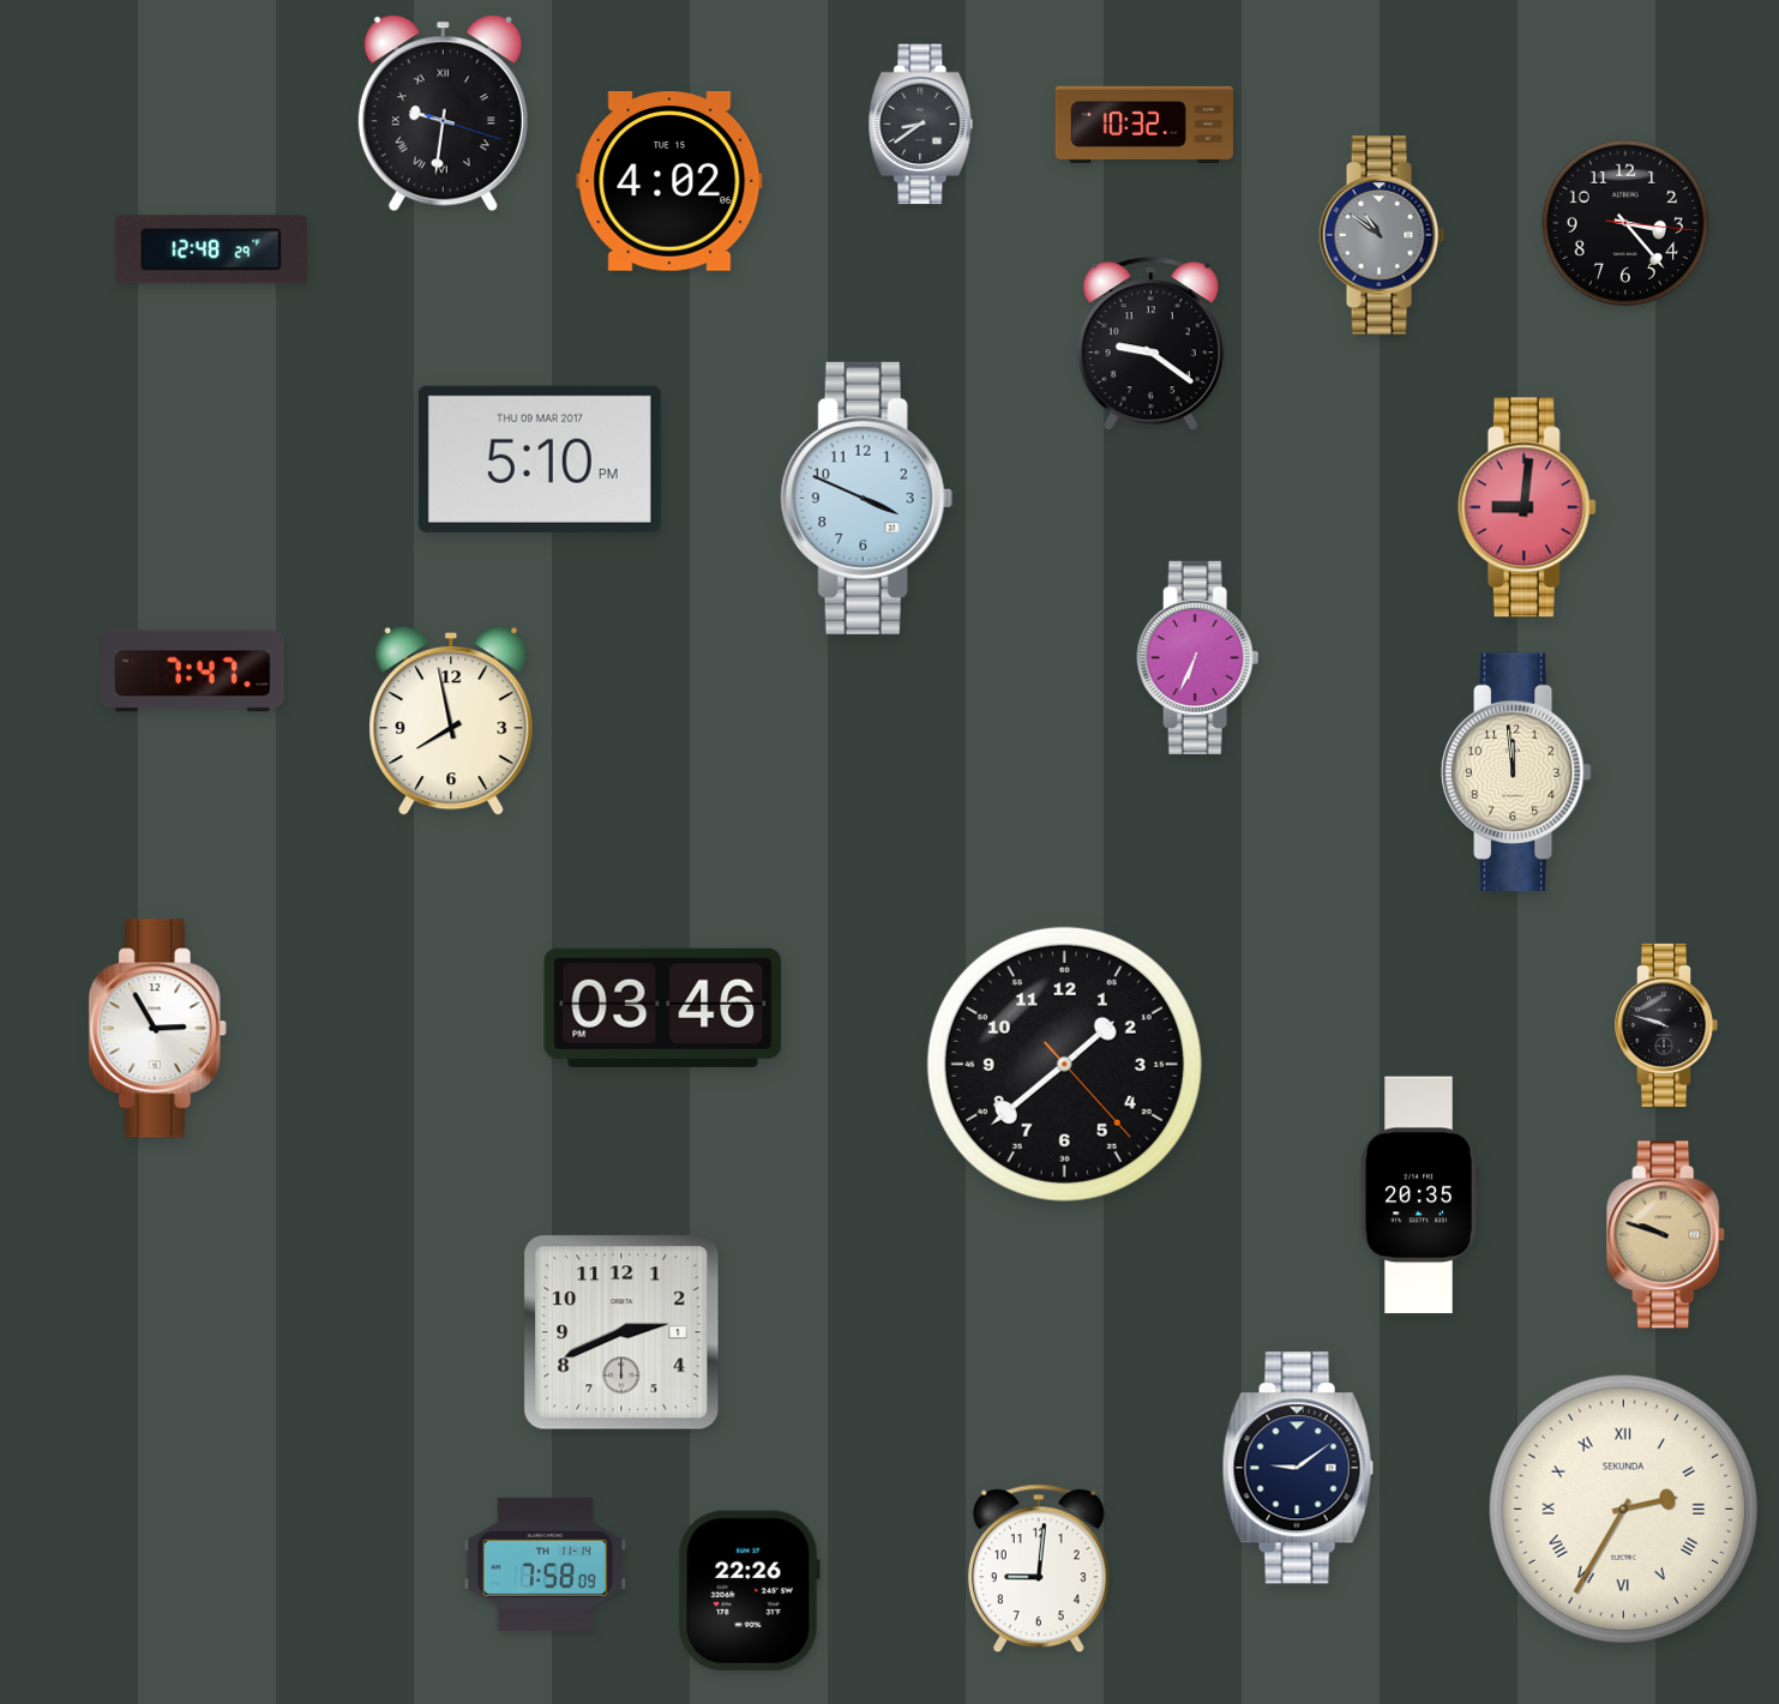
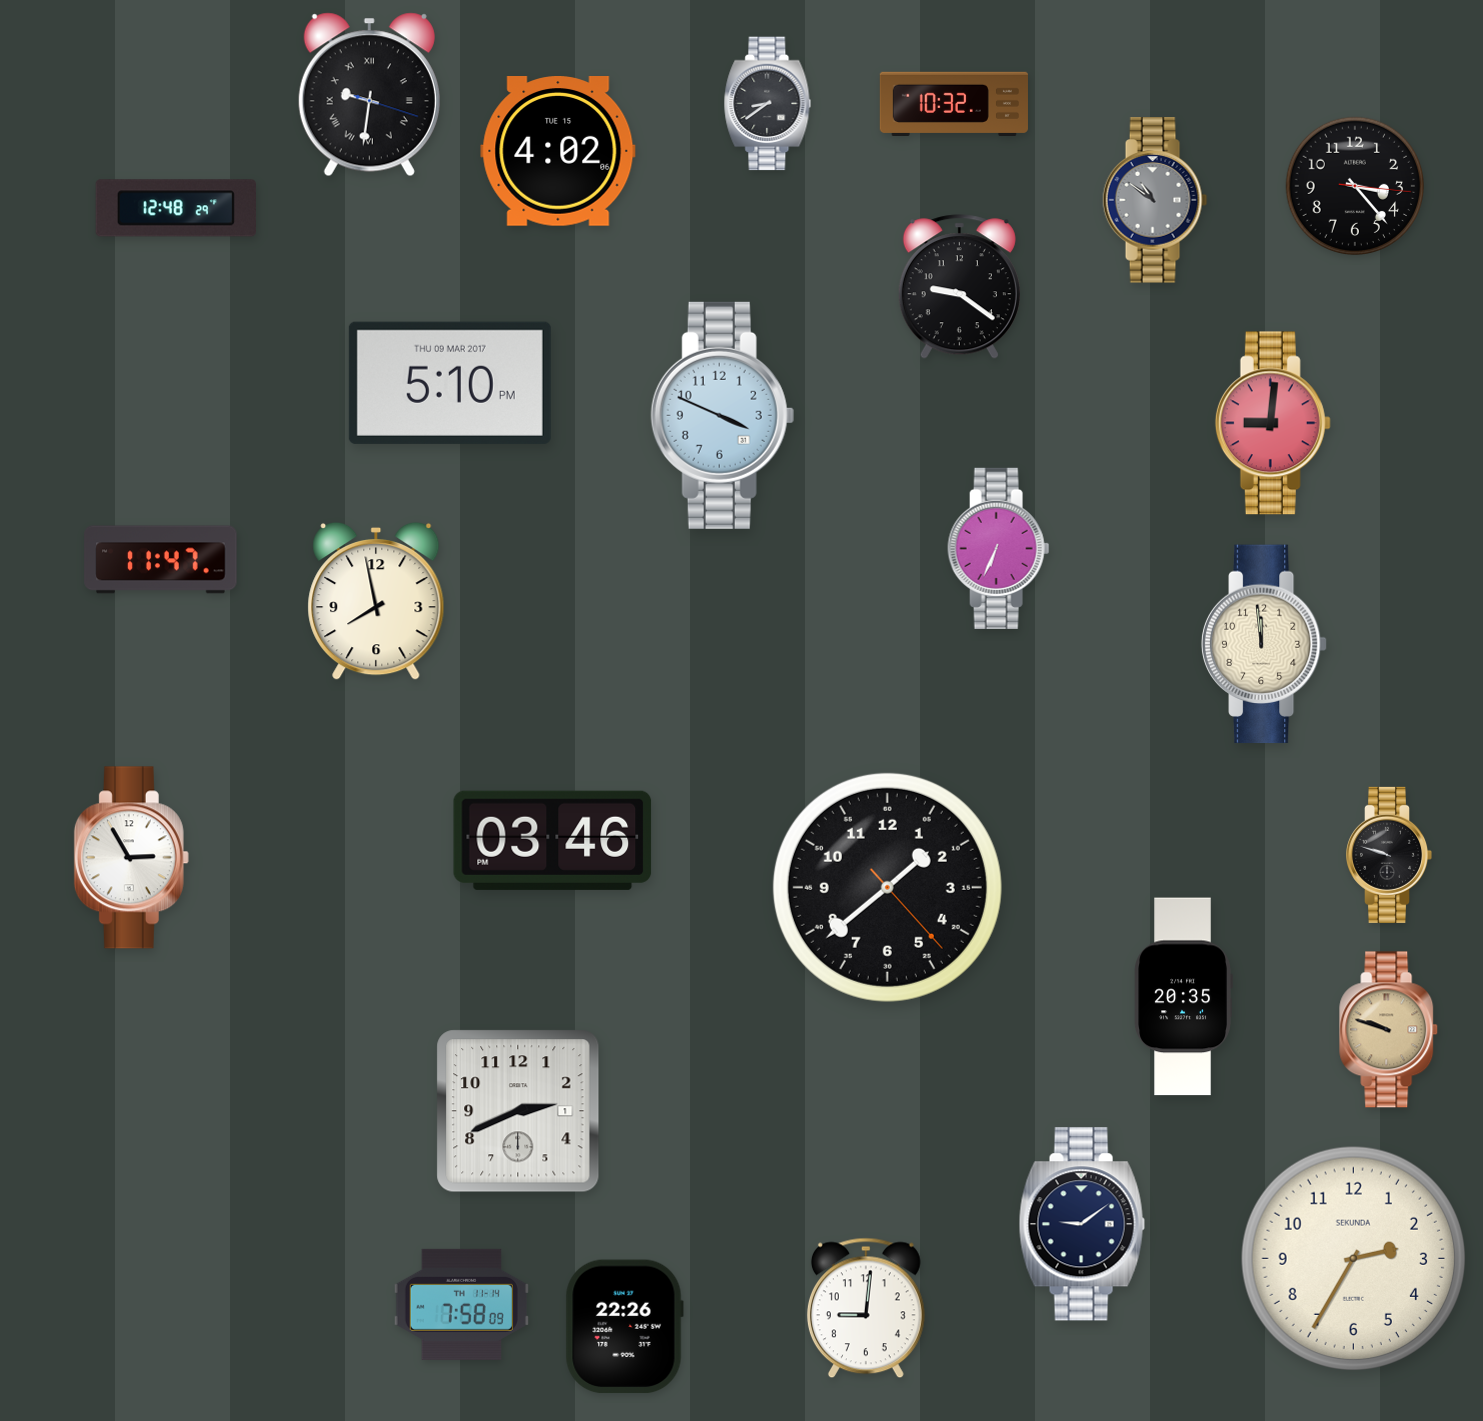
clock at (1382, 235) position: (1382, 235) -> (1155, 200)
clock at (193, 672): 7:47 -> 11:47
clock at (1623, 1509) numerals: Roman -> Arabic
clock at (545, 1564) position: (545, 1564) -> (461, 1304)
